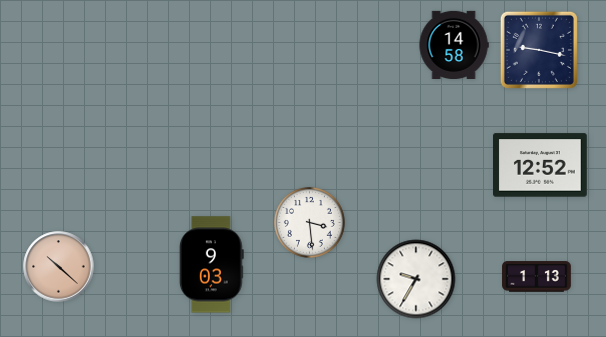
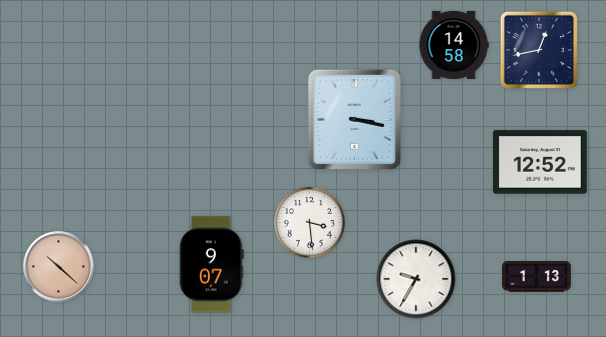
clock at (539, 50): 9:17 -> 12:43
clock at (354, 119): none -> 3:17
clock at (541, 165) position: (541, 165) -> (541, 162)
clock at (211, 265): 9:03 -> 9:07
